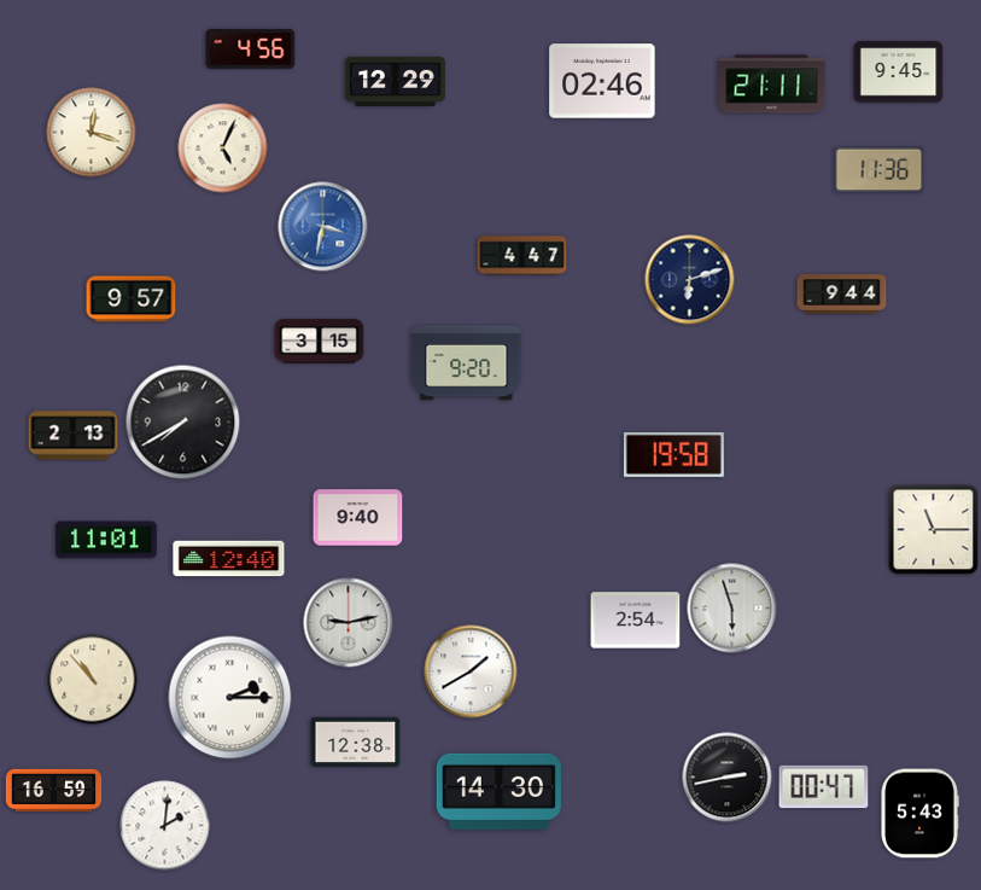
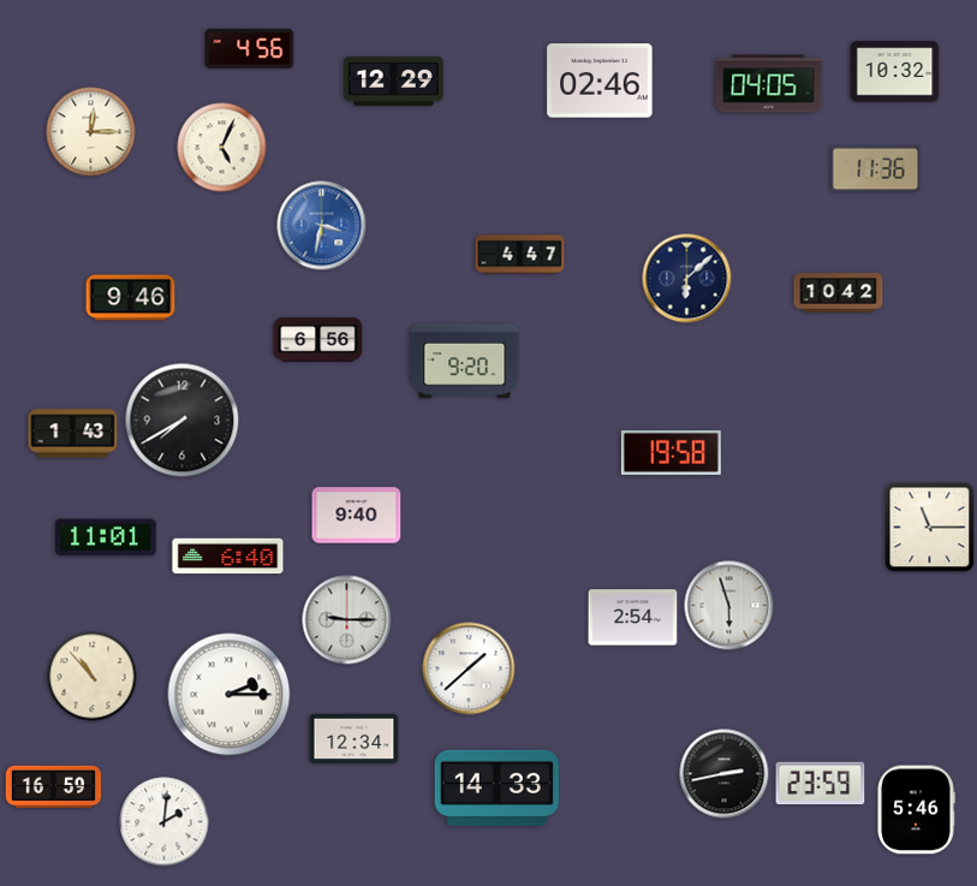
clock at (899, 72): 9:45 -> 10:32
clock at (772, 85): 21:11 -> 04:05
clock at (92, 133): 12:18 -> 12:15
clock at (690, 280): 6:12 -> 6:08
clock at (842, 295): 9:44 -> 10:42
clock at (132, 299): 9:57 -> 9:46
clock at (320, 342): 3:15 -> 6:56
clock at (74, 436): 2:13 -> 1:43
clock at (229, 559): 12:40 -> 6:40
clock at (349, 623): 9:13 -> 9:15
clock at (471, 671): 1:40 -> 1:38
clock at (356, 741): 12:38 -> 12:34
clock at (824, 787): 00:47 -> 23:59
clock at (498, 791): 14:30 -> 14:33
clock at (919, 814): 5:43 -> 5:46
